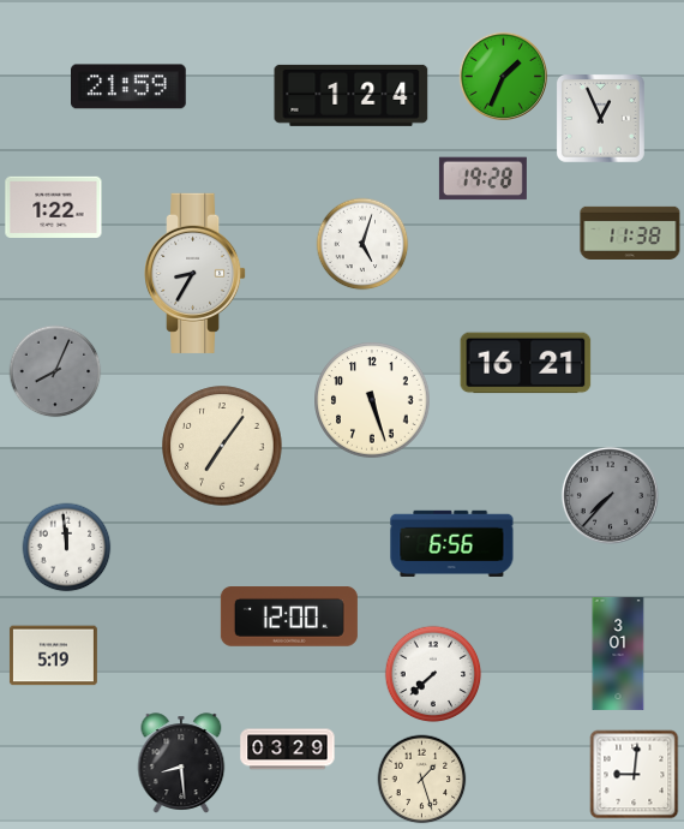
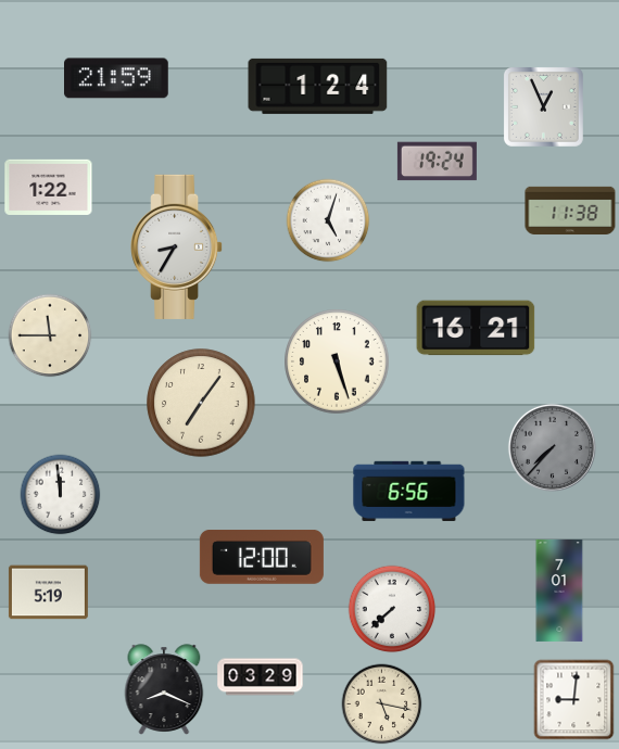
clock at (503, 76): 1:34 -> none
clock at (482, 179): 19:28 -> 19:24
clock at (55, 371): 8:04 -> 11:45
clock at (55, 371) dial: grey -> cream
clock at (618, 654): 3:01 -> 7:01
clock at (181, 763): 8:29 -> 8:19
clock at (422, 780): 1:27 -> 5:17
